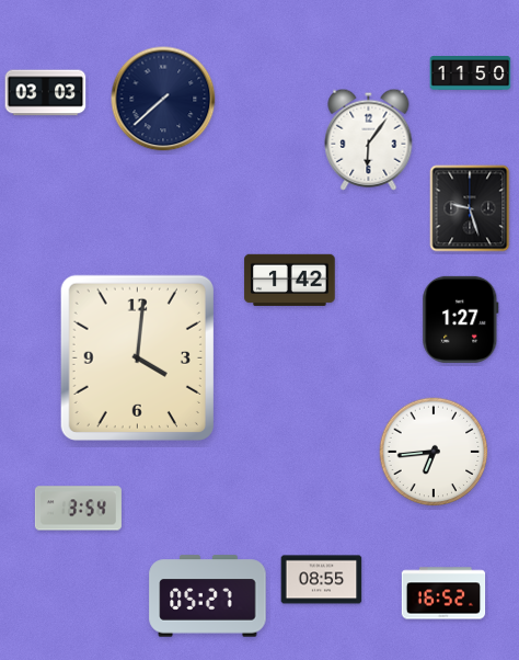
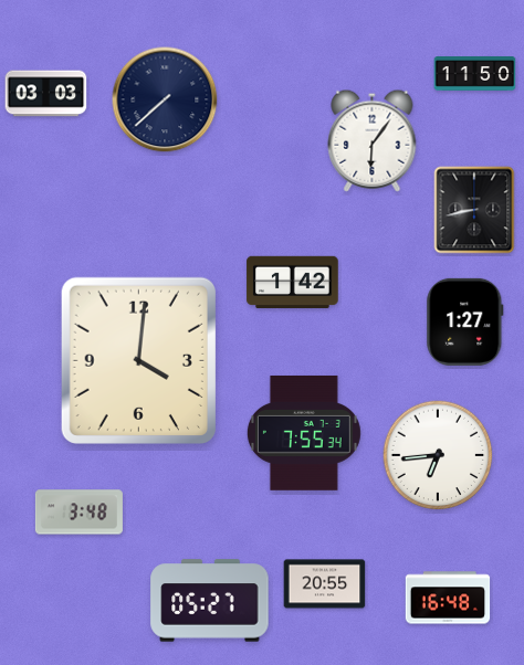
clock at (470, 208): 9:27 -> 8:43
clock at (304, 433): none -> 7:55
clock at (78, 509): 3:54 -> 3:48
clock at (322, 580): 08:55 -> 20:55
clock at (443, 593): 16:52 -> 16:48
